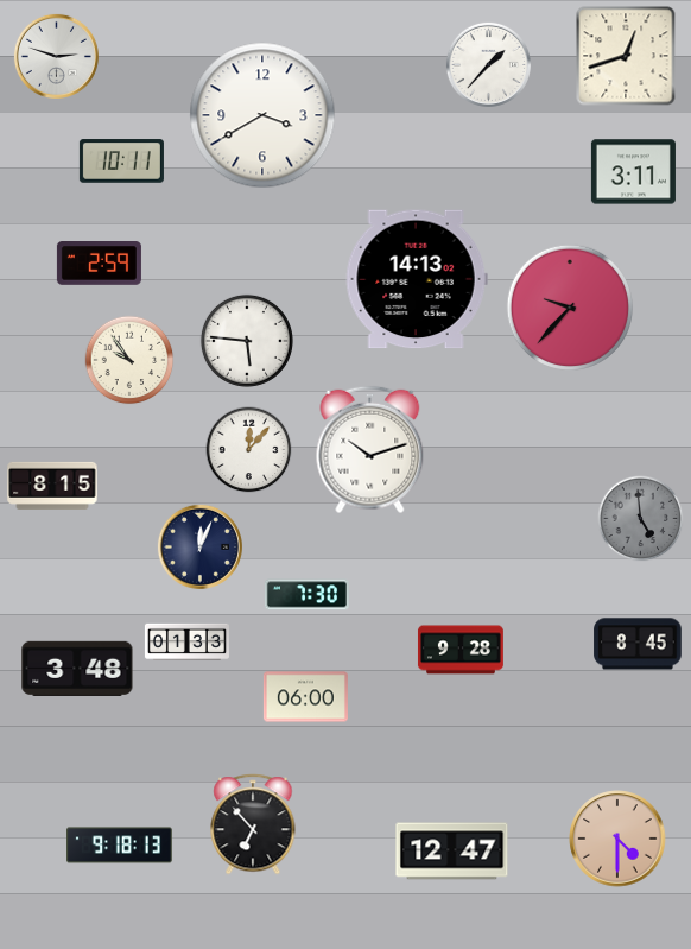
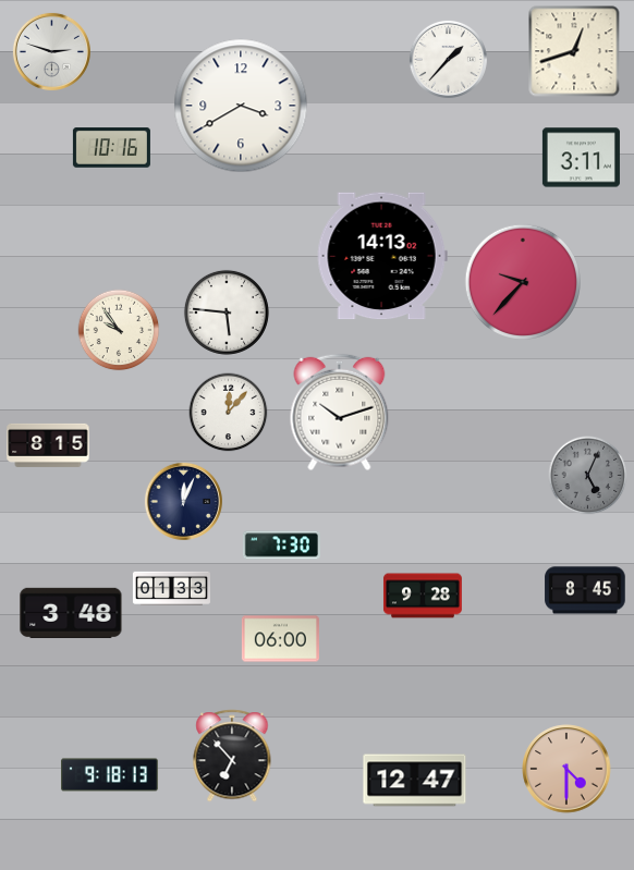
clock at (121, 162): 10:11 -> 10:16
clock at (99, 264): 2:59 -> none
clock at (641, 519): 4:59 -> 5:04
